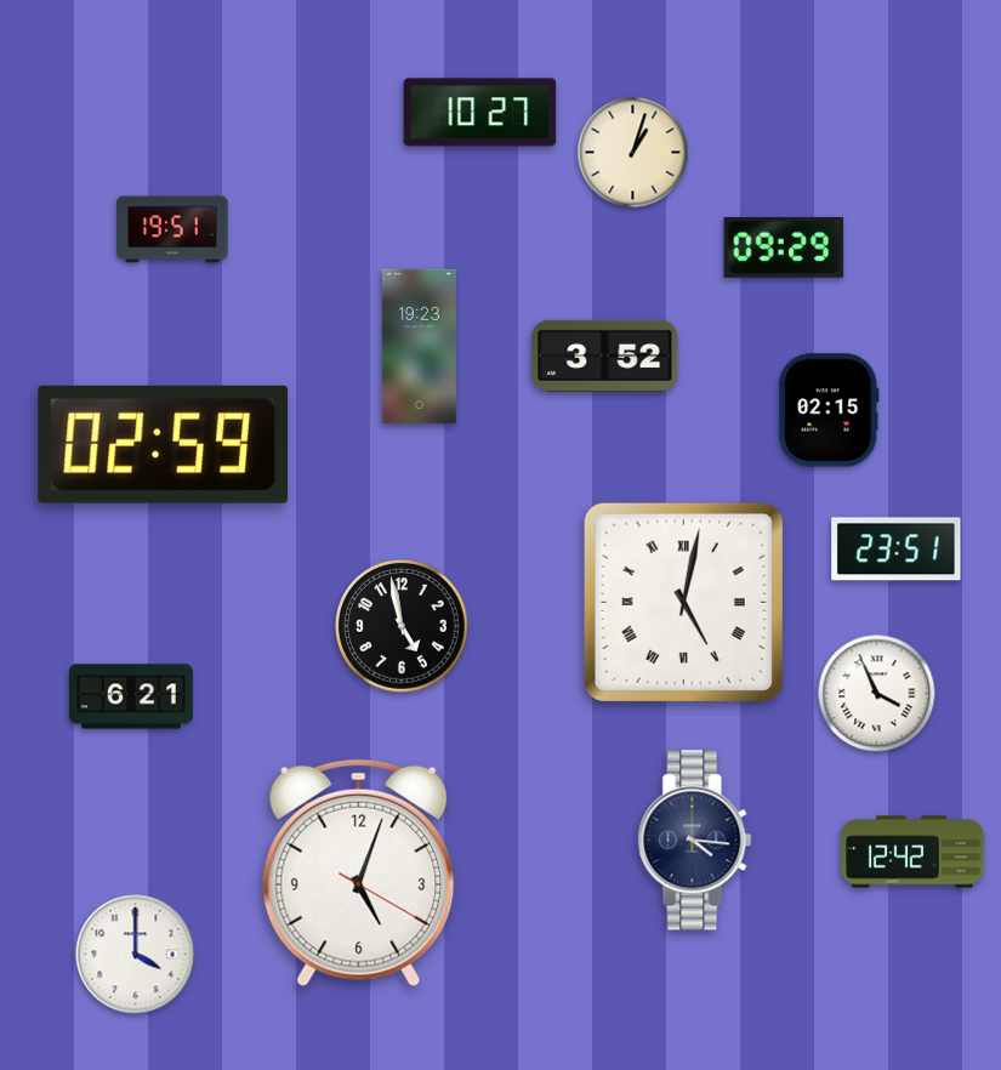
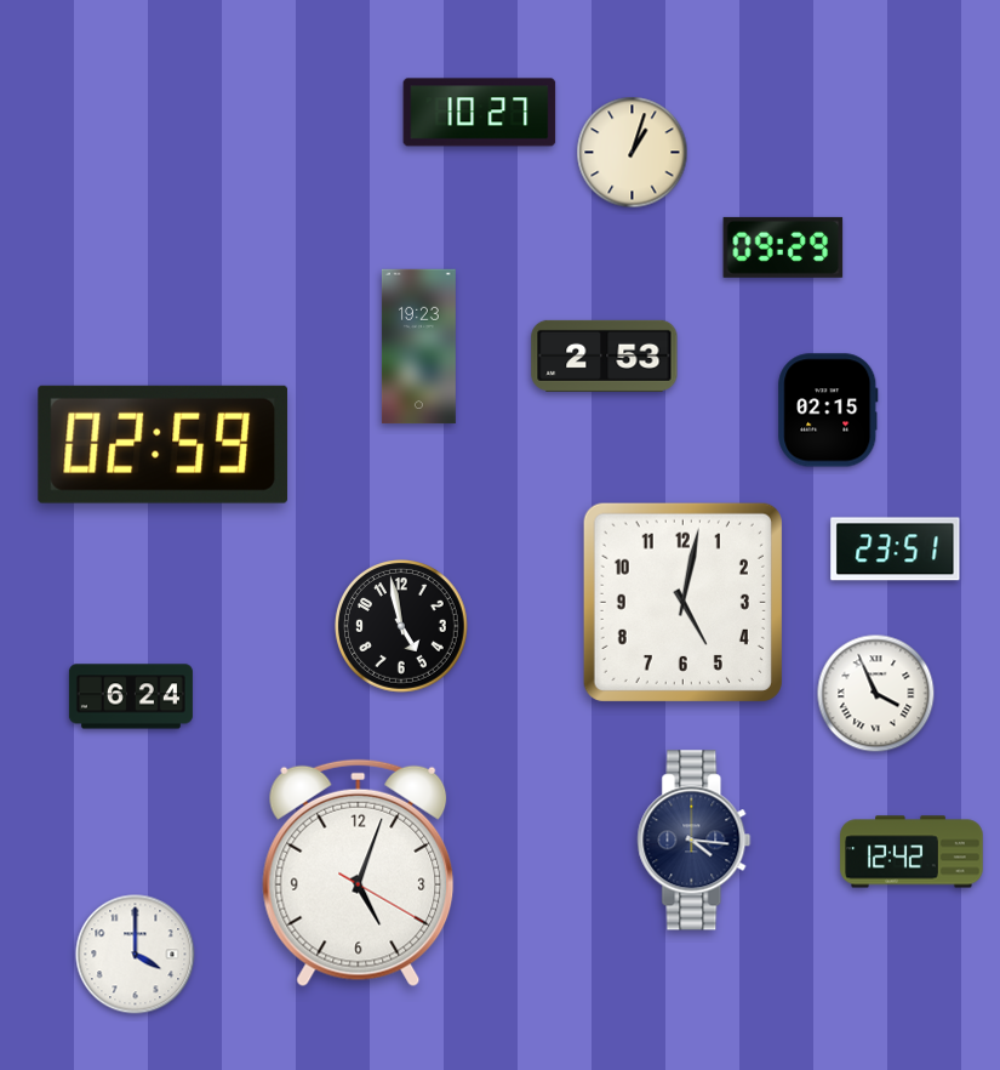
clock at (172, 229): 19:51 -> none
clock at (605, 355): 3:52 -> 2:53
clock at (683, 602) numerals: Roman -> Arabic
clock at (131, 696): 6:21 -> 6:24
